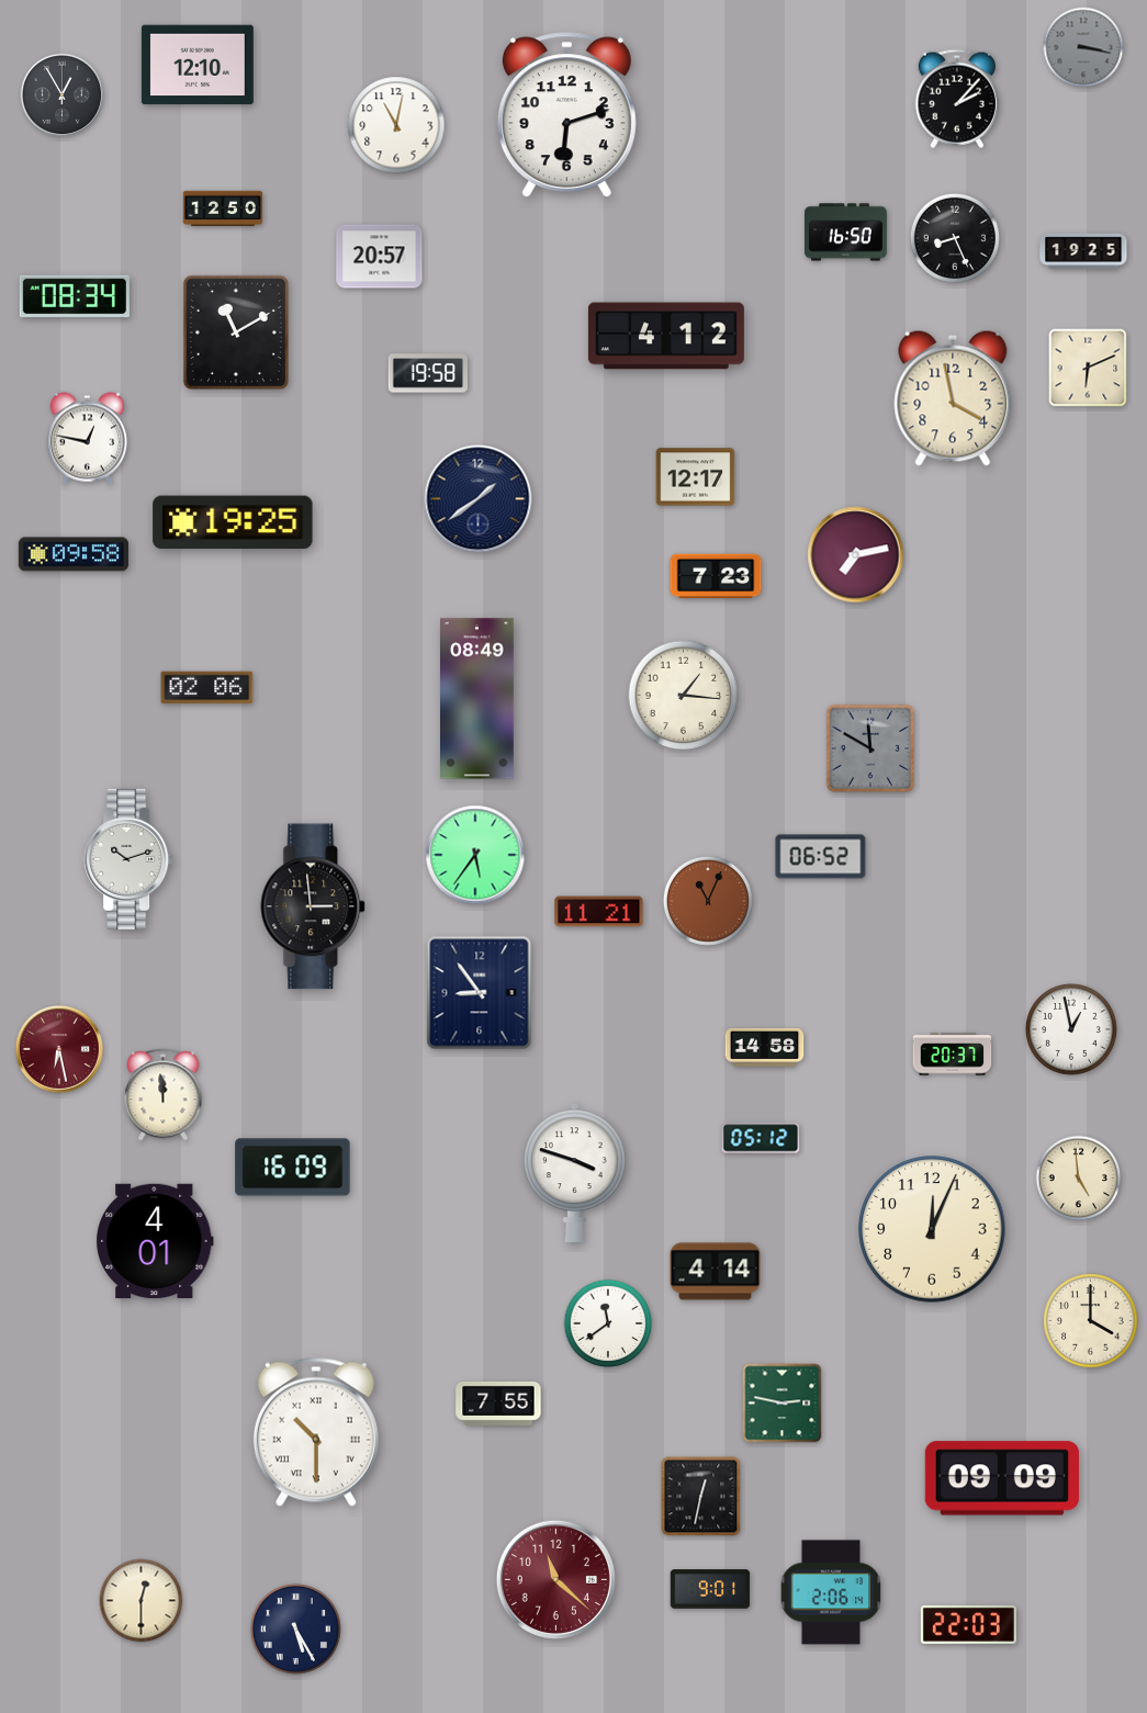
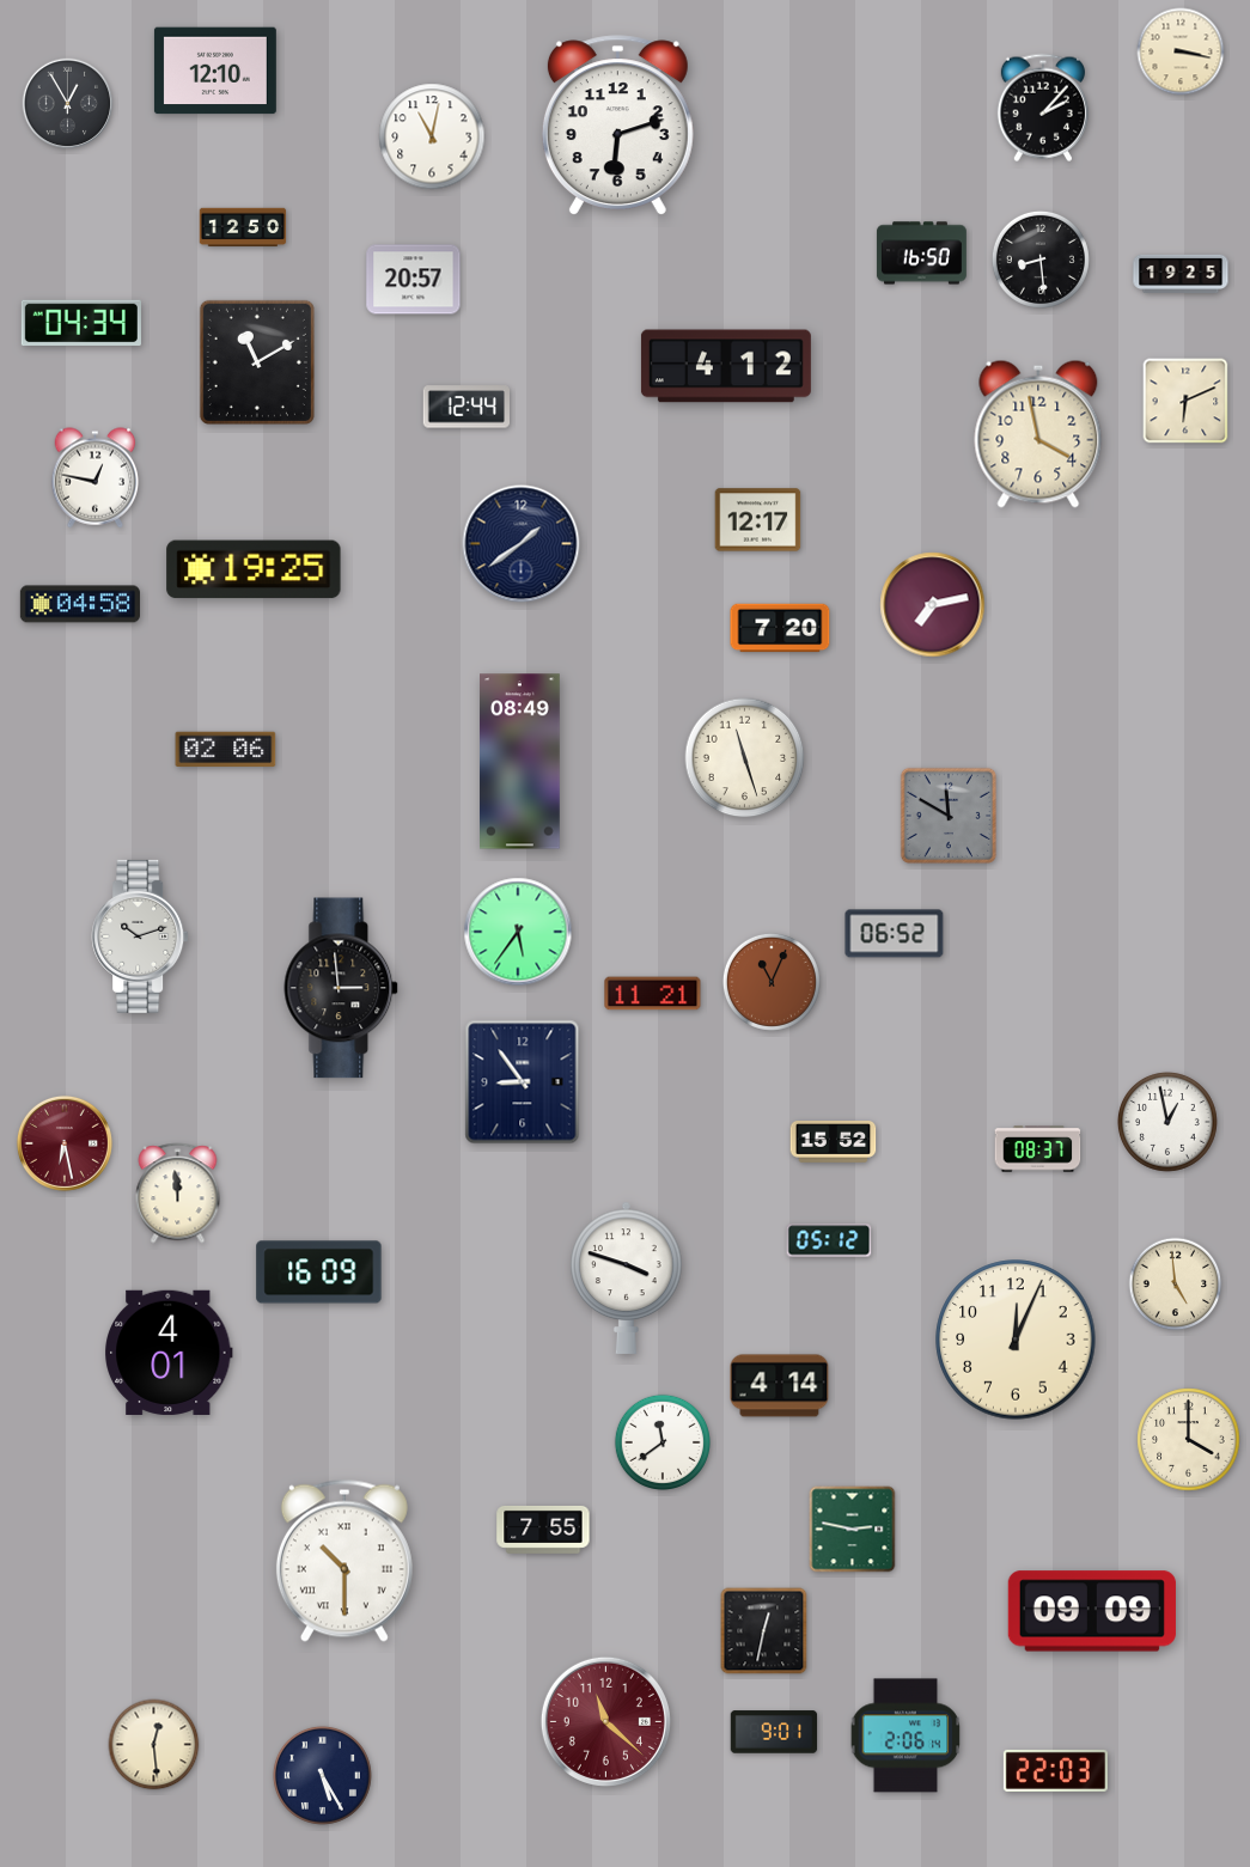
clock at (1083, 47) dial: grey -> cream
clock at (955, 238): 8:26 -> 8:29
clock at (75, 295): 08:34 -> 04:34
clock at (427, 373): 19:58 -> 12:44
clock at (74, 554): 09:58 -> 04:58
clock at (716, 576): 7:23 -> 7:20
clock at (684, 696): 1:16 -> 11:27
clock at (765, 1048): 14:58 -> 15:52
clock at (953, 1055): 20:37 -> 08:37
clock at (142, 1601): 12:30 -> 12:29
